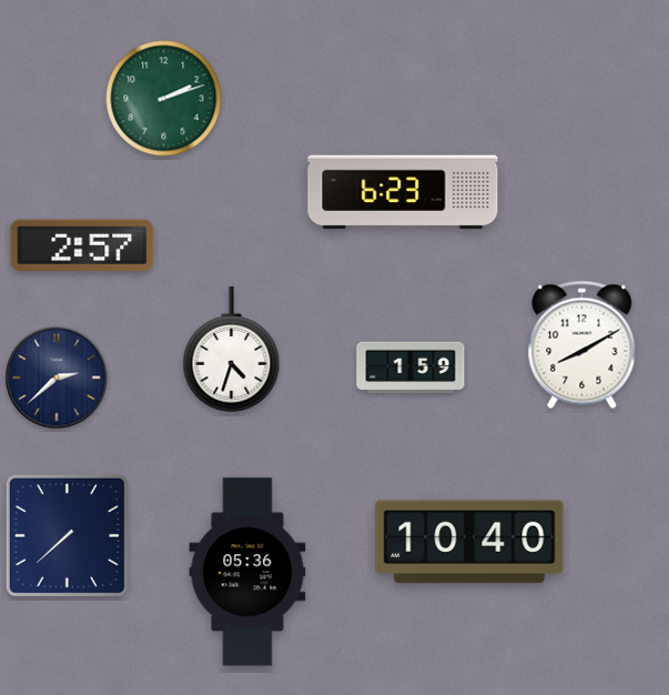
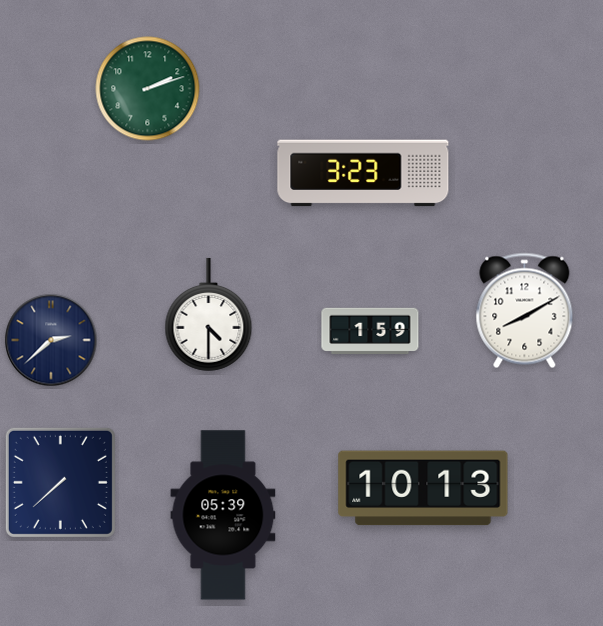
clock at (403, 192): 6:23 -> 3:23
clock at (82, 244): 2:57 -> none
clock at (232, 349): 4:33 -> 4:30
clock at (469, 542): 10:40 -> 10:13
clock at (247, 572): 05:36 -> 05:39
